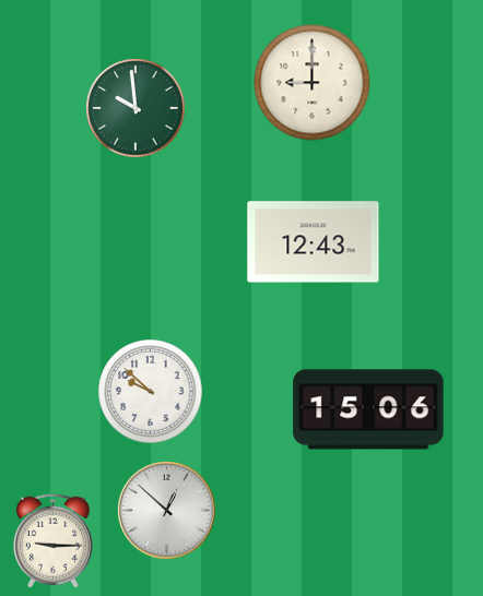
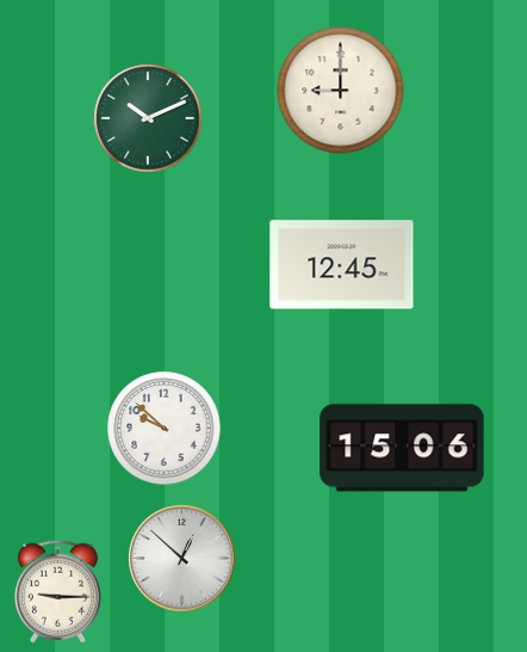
clock at (136, 108): 9:59 -> 10:11
clock at (314, 242): 12:43 -> 12:45
